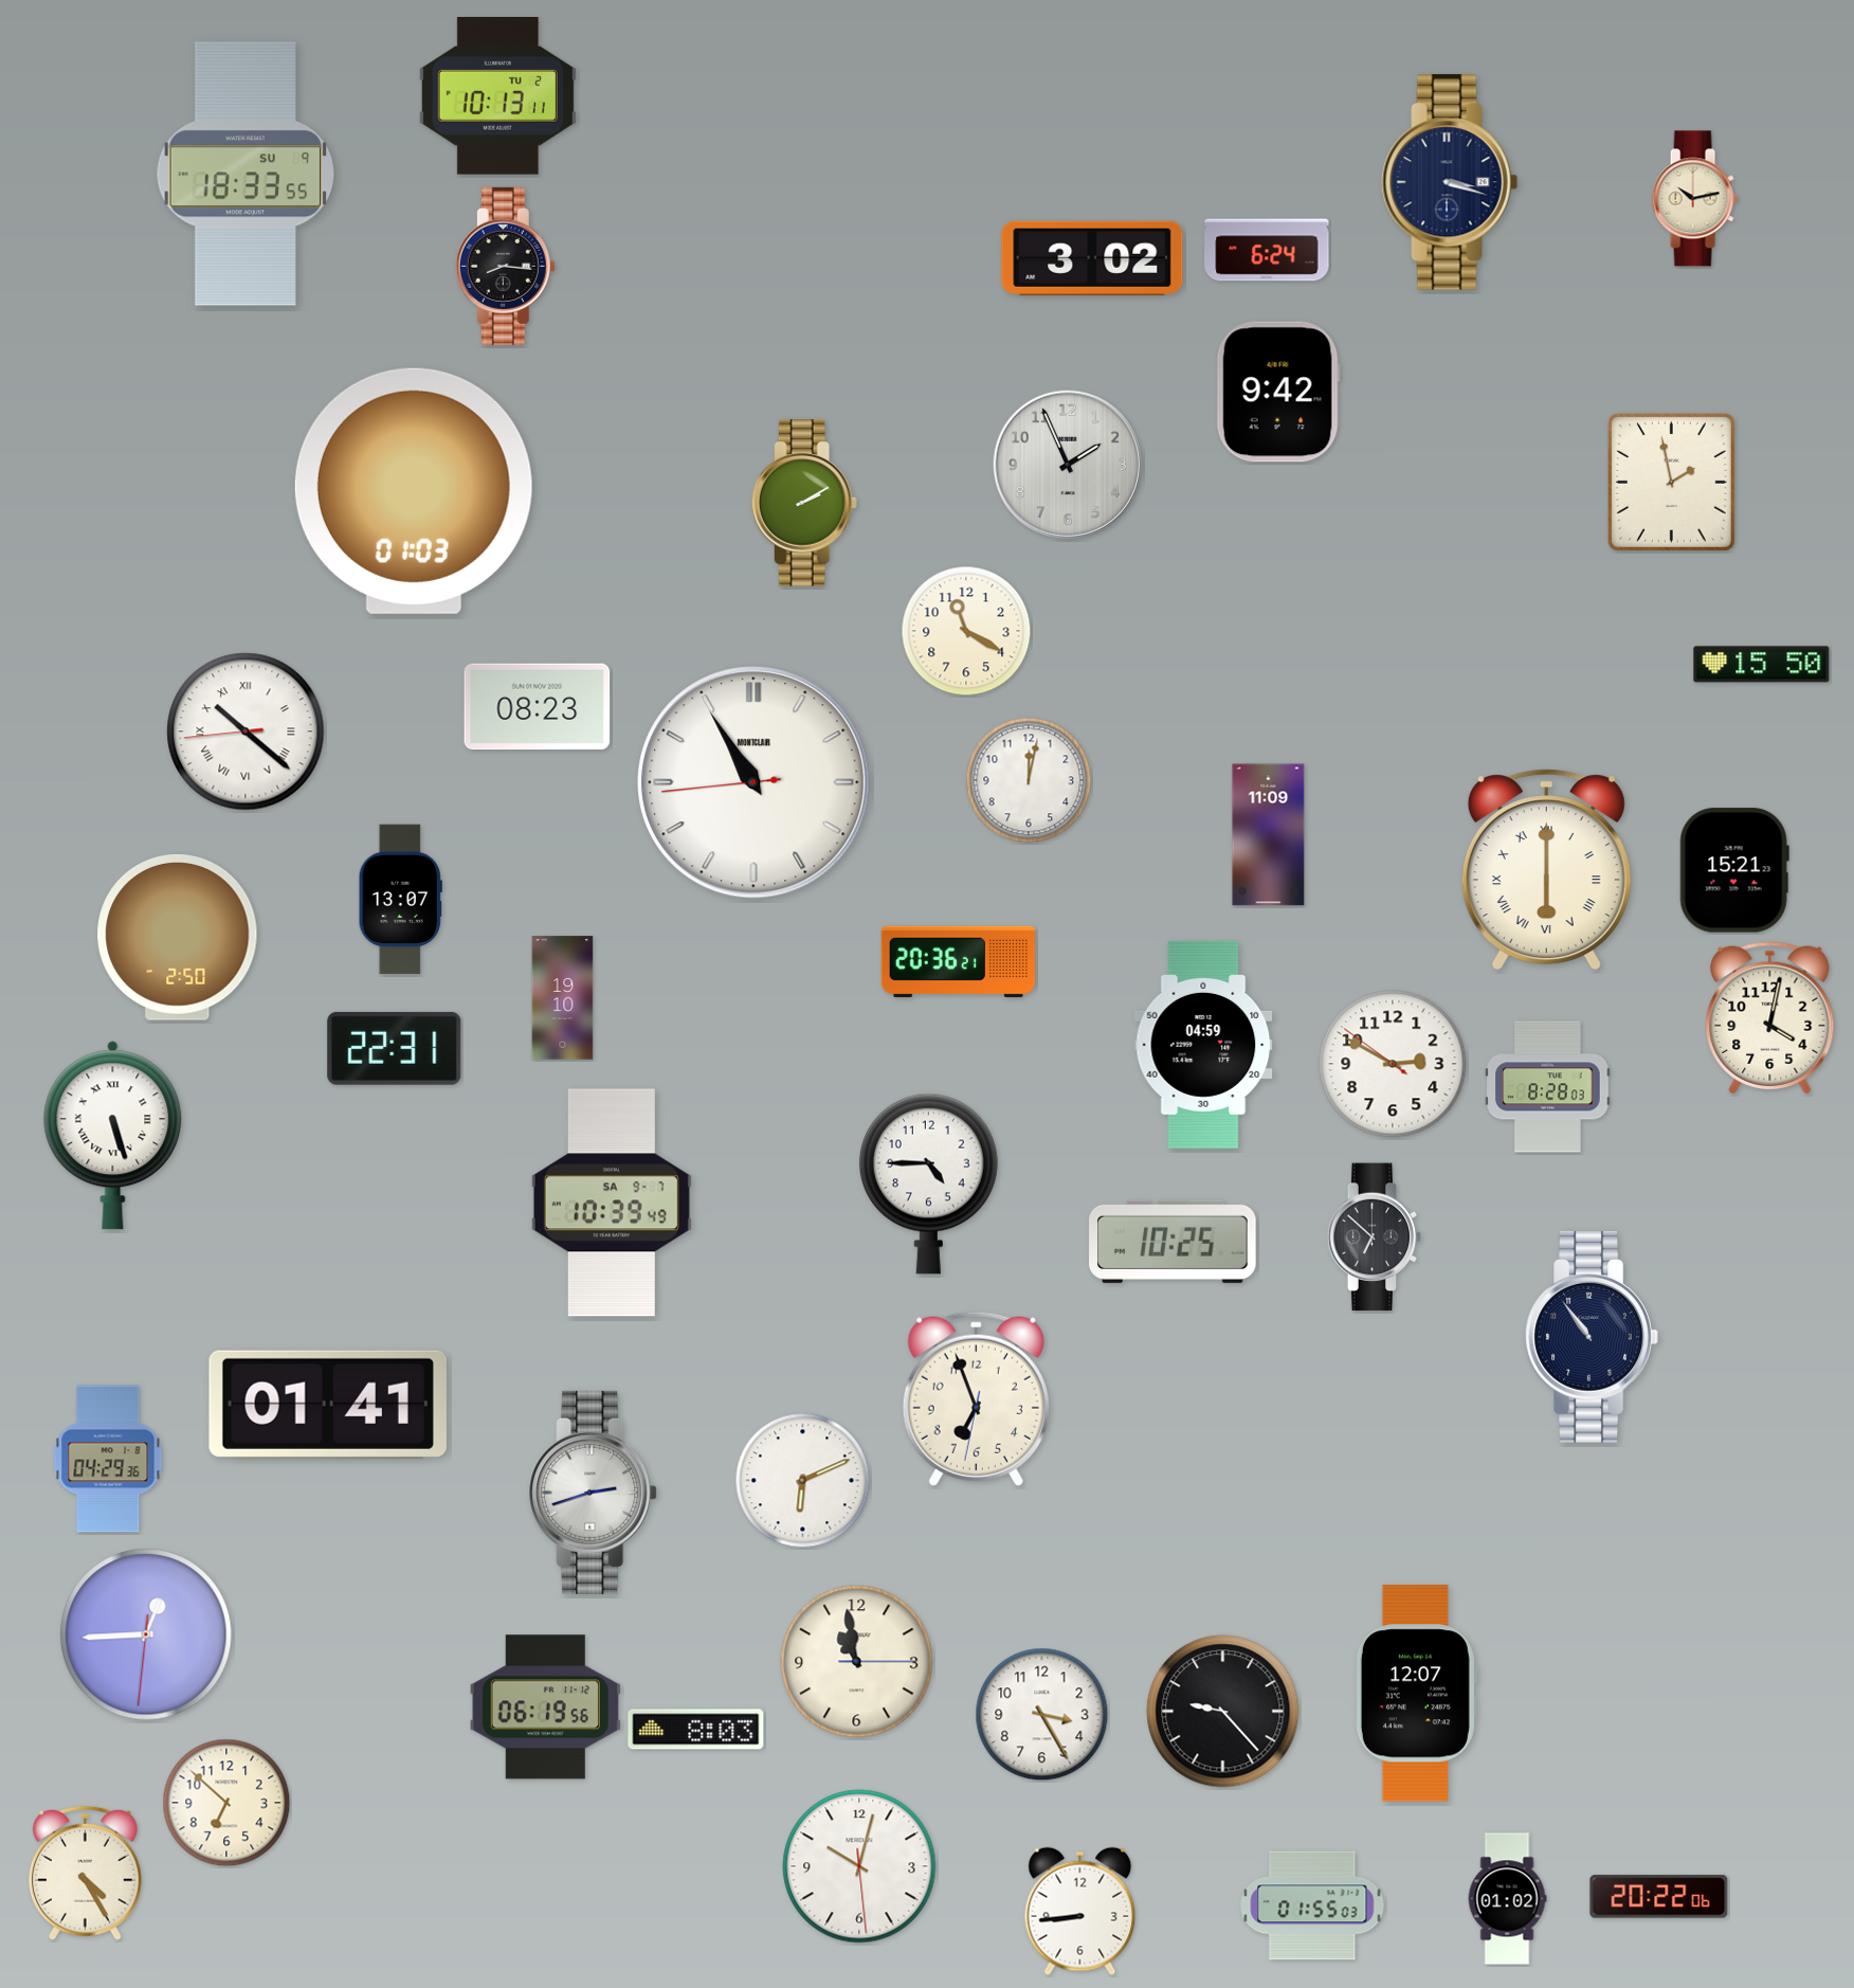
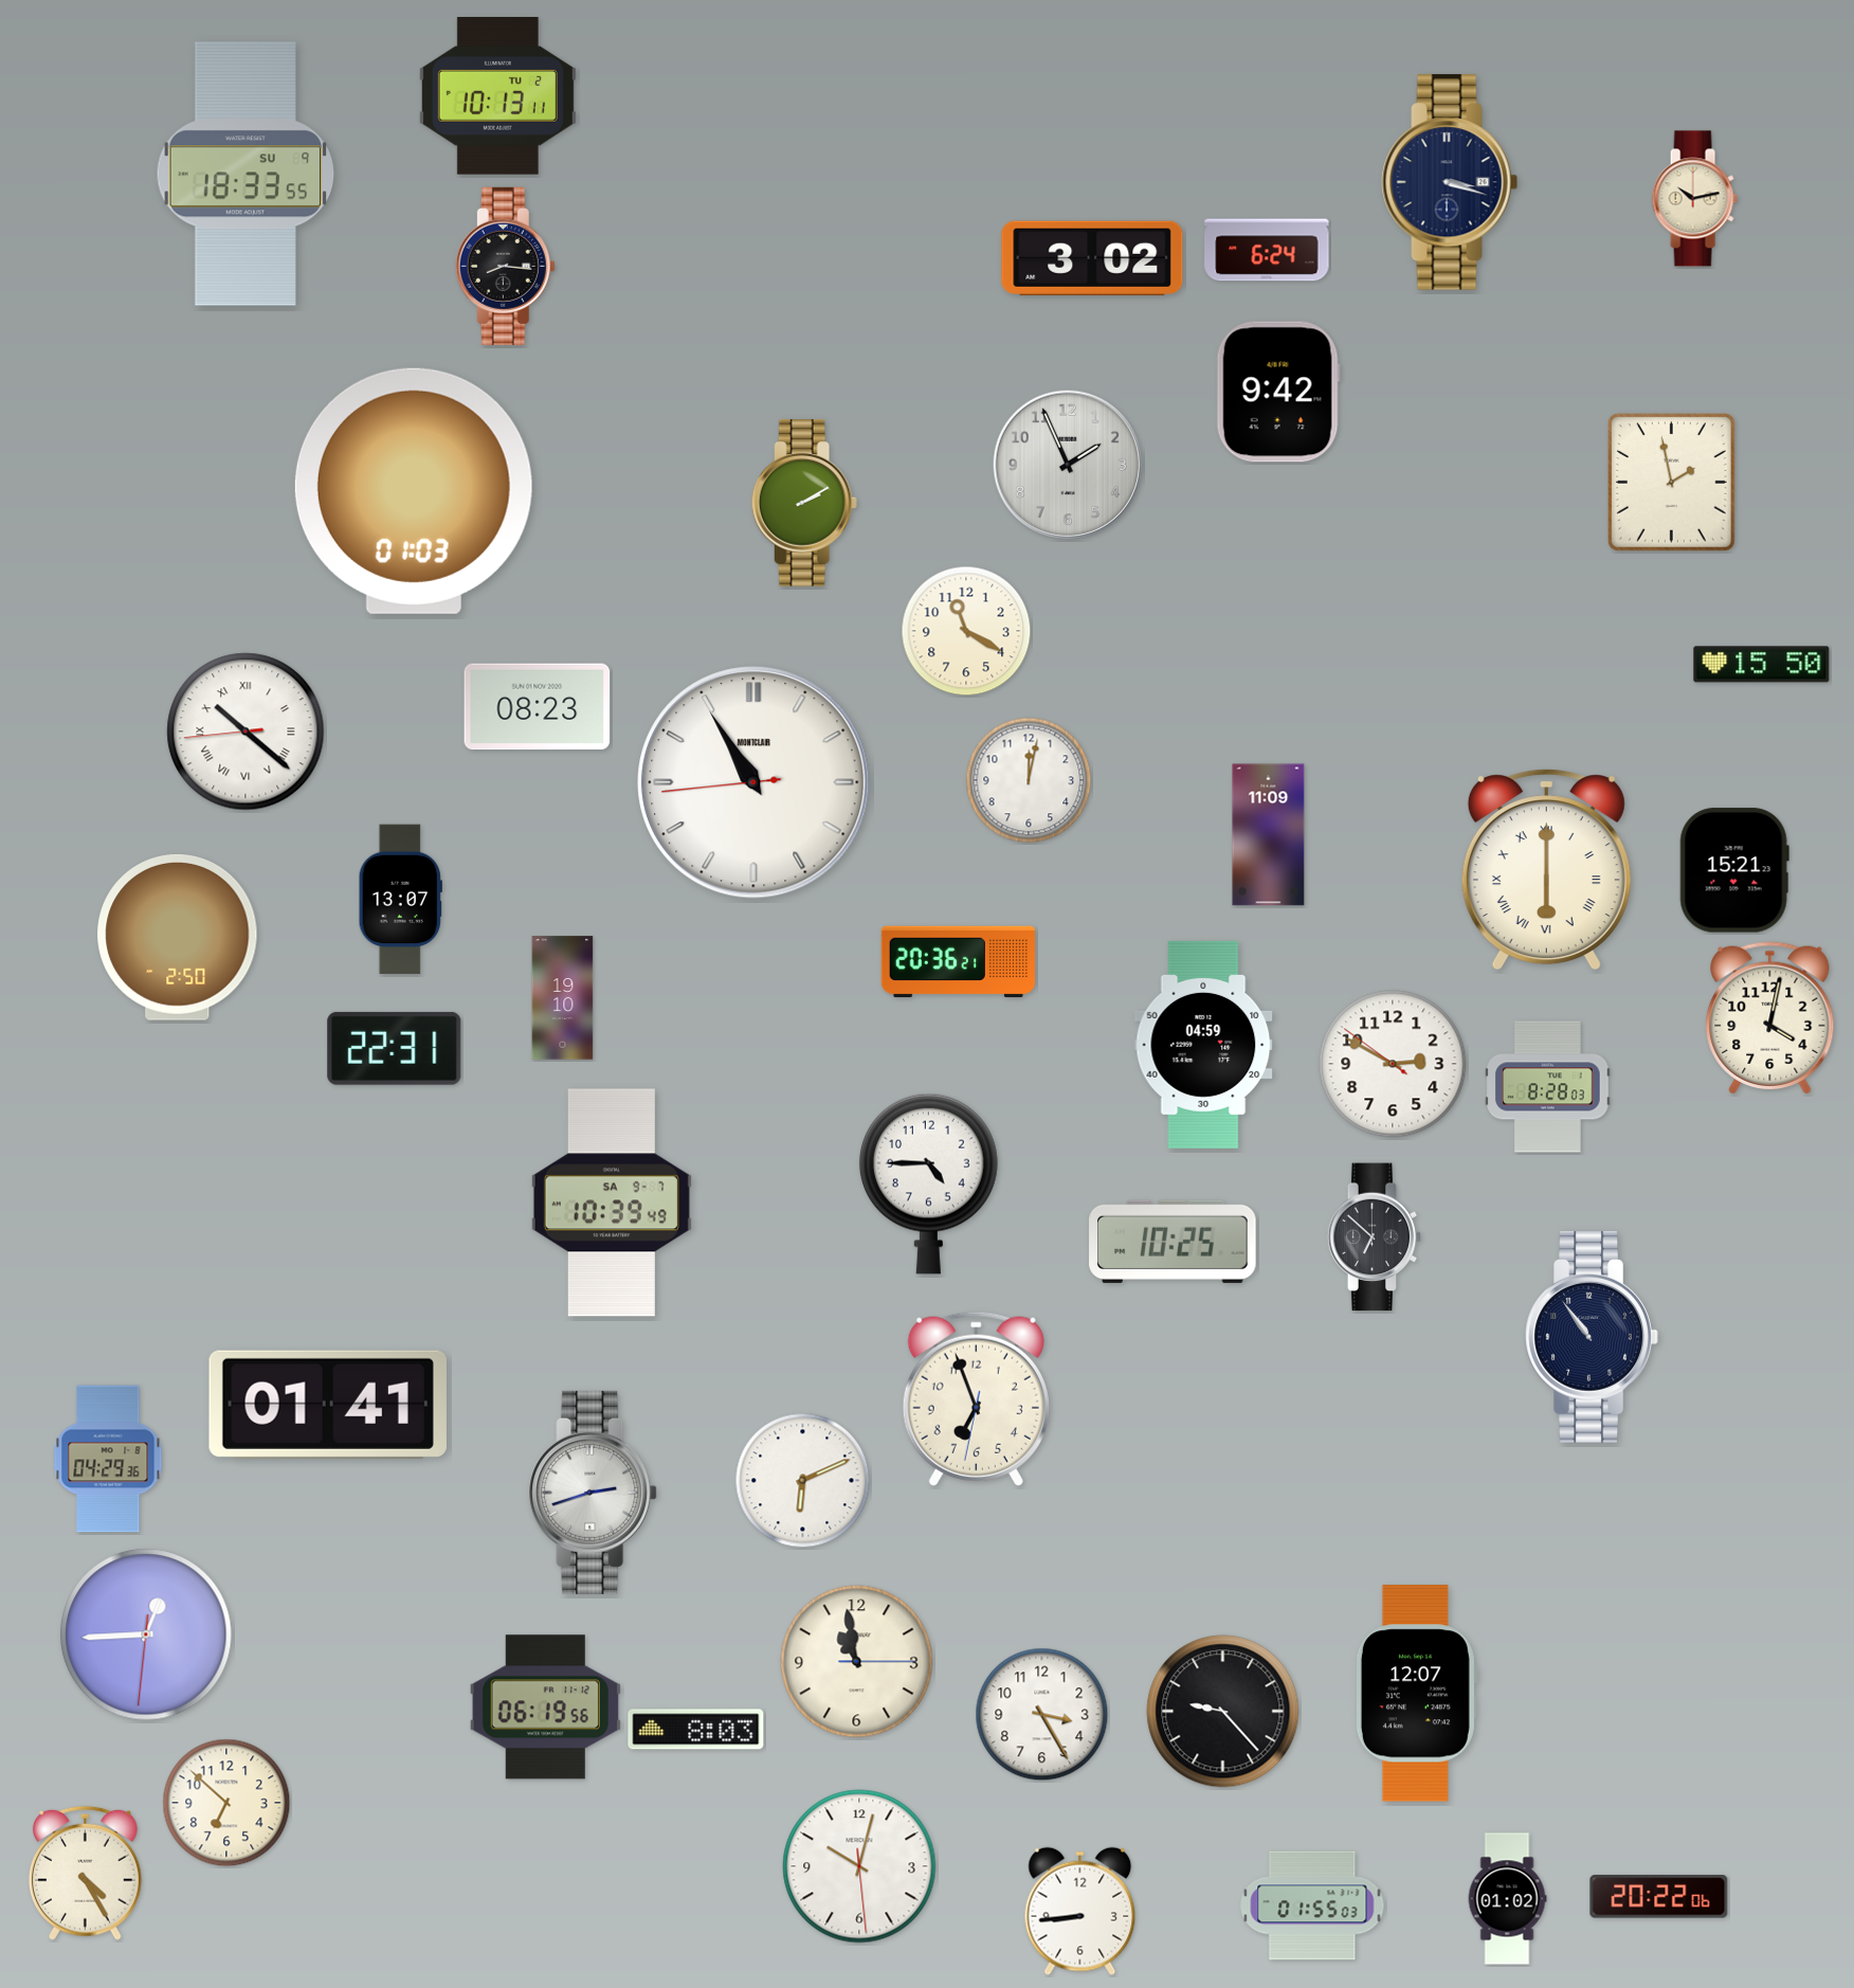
clock at (113, 1136): 5:27 -> none
